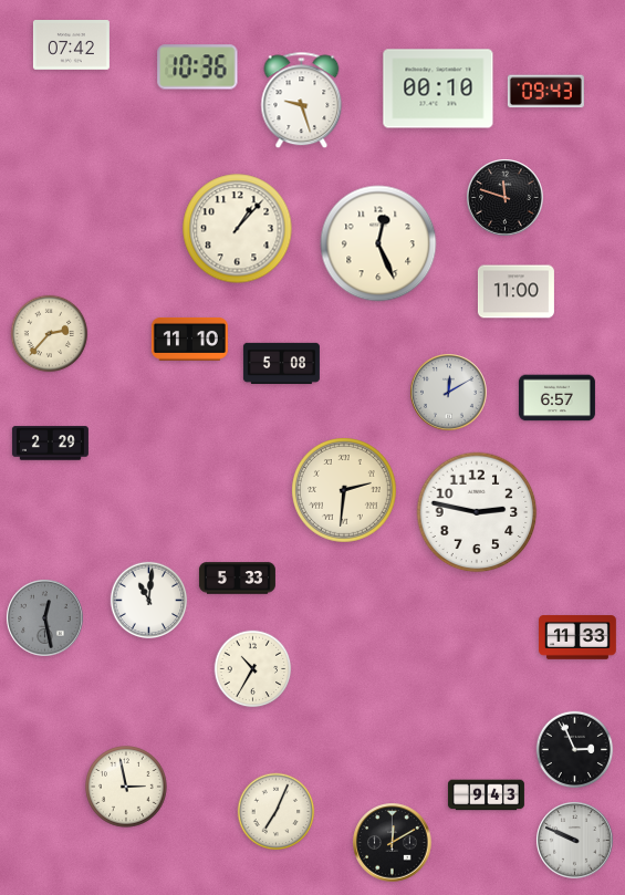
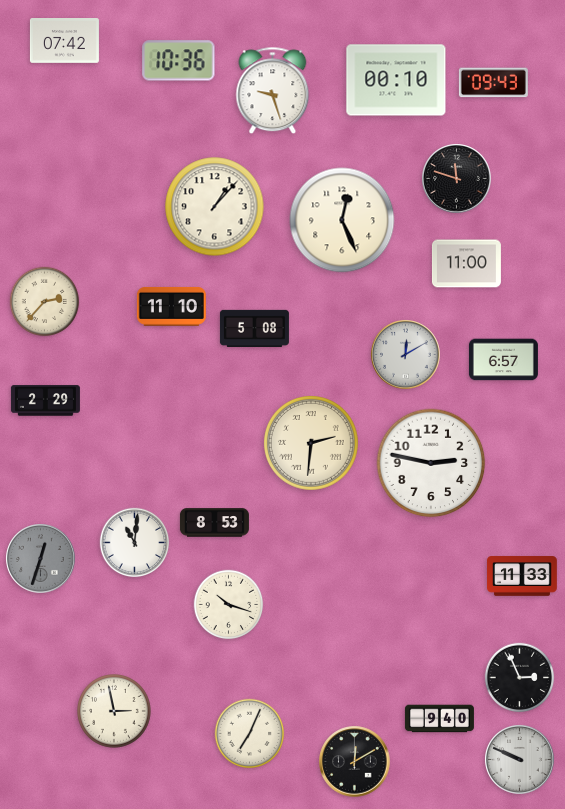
clock at (237, 579): 5:33 -> 8:53
clock at (45, 618): 12:28 -> 12:33
clock at (253, 669): 10:35 -> 10:18
clock at (486, 795): 9:43 -> 9:40
